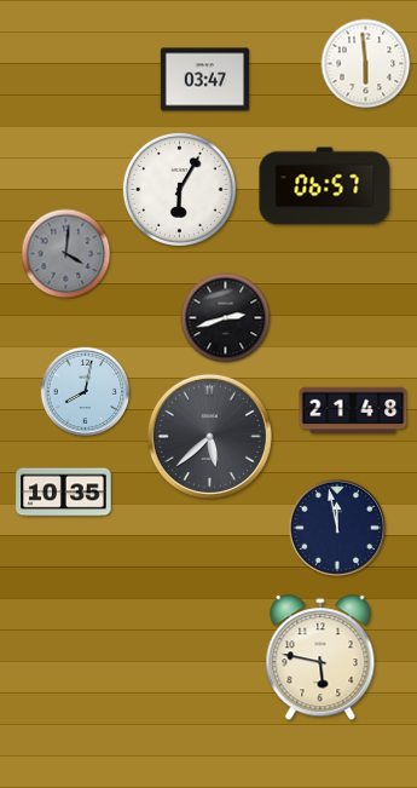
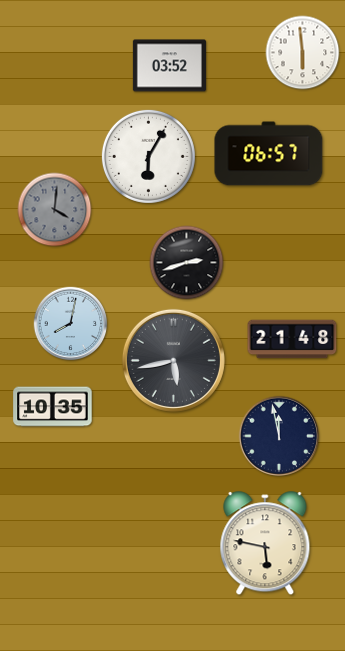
clock at (204, 80): 03:47 -> 03:52
clock at (209, 436): 5:38 -> 5:43
